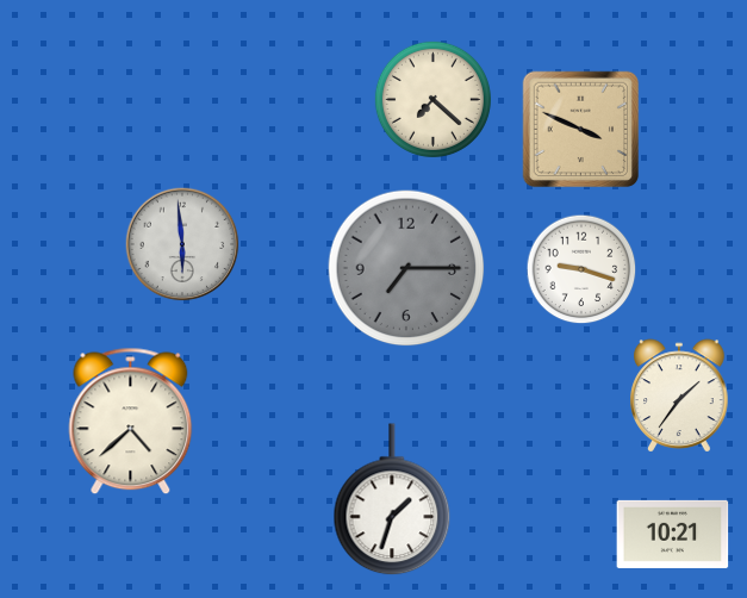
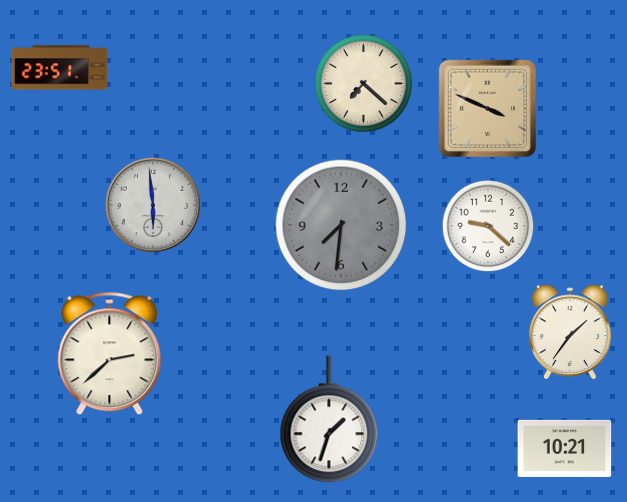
clock at (60, 68): none -> 23:51
clock at (406, 268): 7:15 -> 7:31
clock at (581, 269): 9:18 -> 9:22
clock at (131, 422): 4:38 -> 2:38
